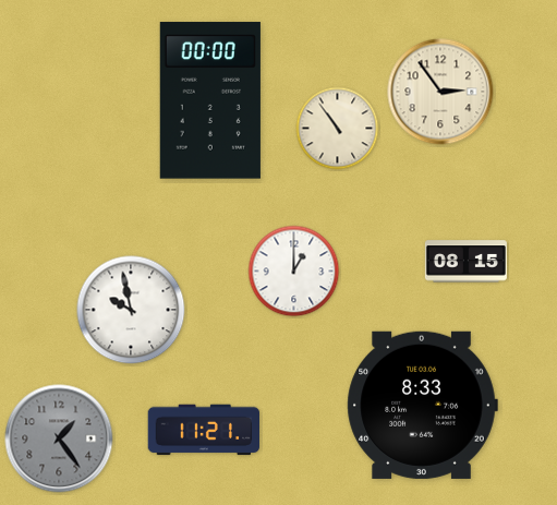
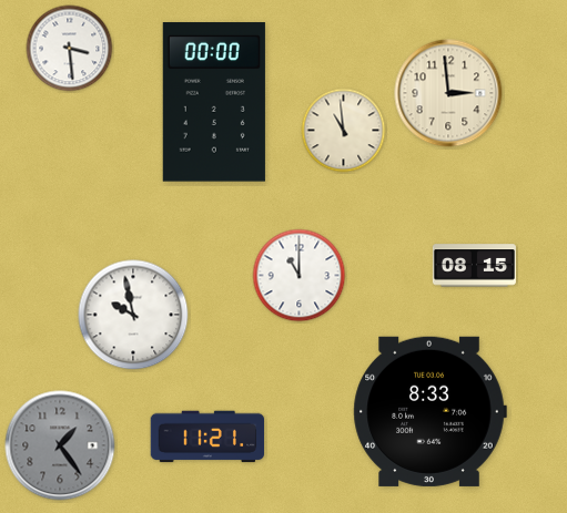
clock at (70, 49): none -> 3:29
clock at (440, 92): 2:54 -> 2:59
clock at (338, 129): 10:54 -> 10:59
clock at (294, 272): 1:00 -> 11:00
